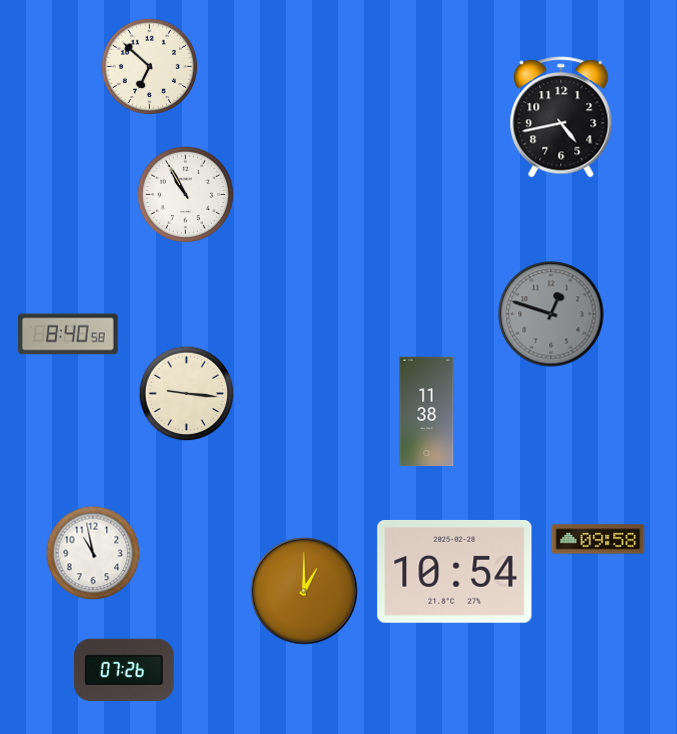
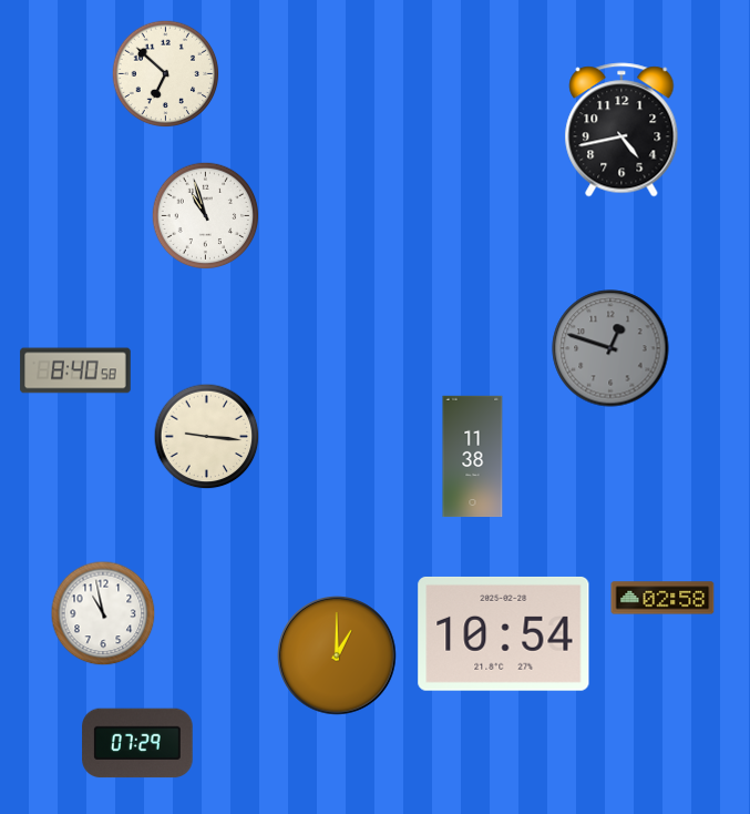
clock at (186, 195): 10:55 -> 10:57
clock at (598, 539): 09:58 -> 02:58
clock at (124, 670): 07:26 -> 07:29
